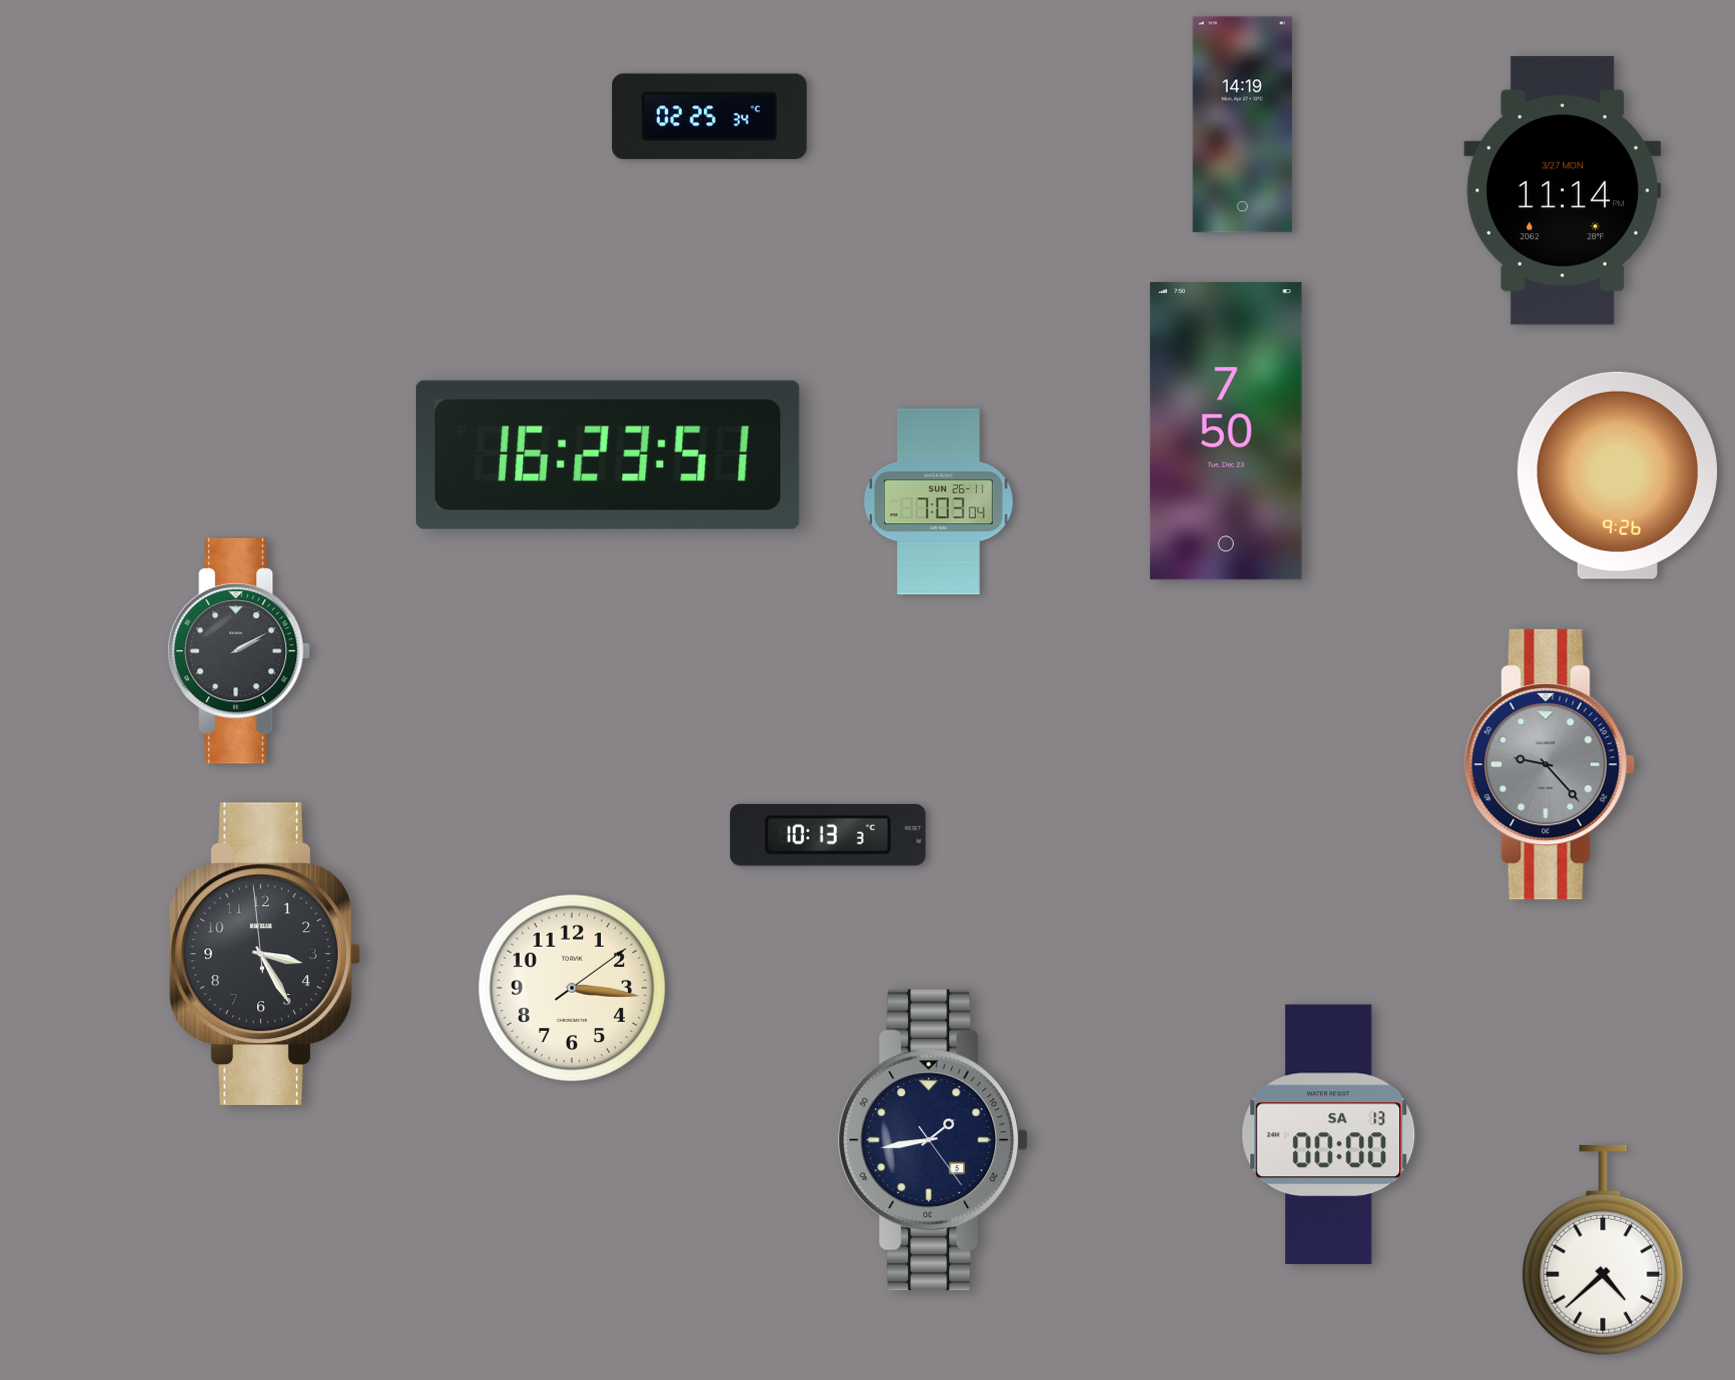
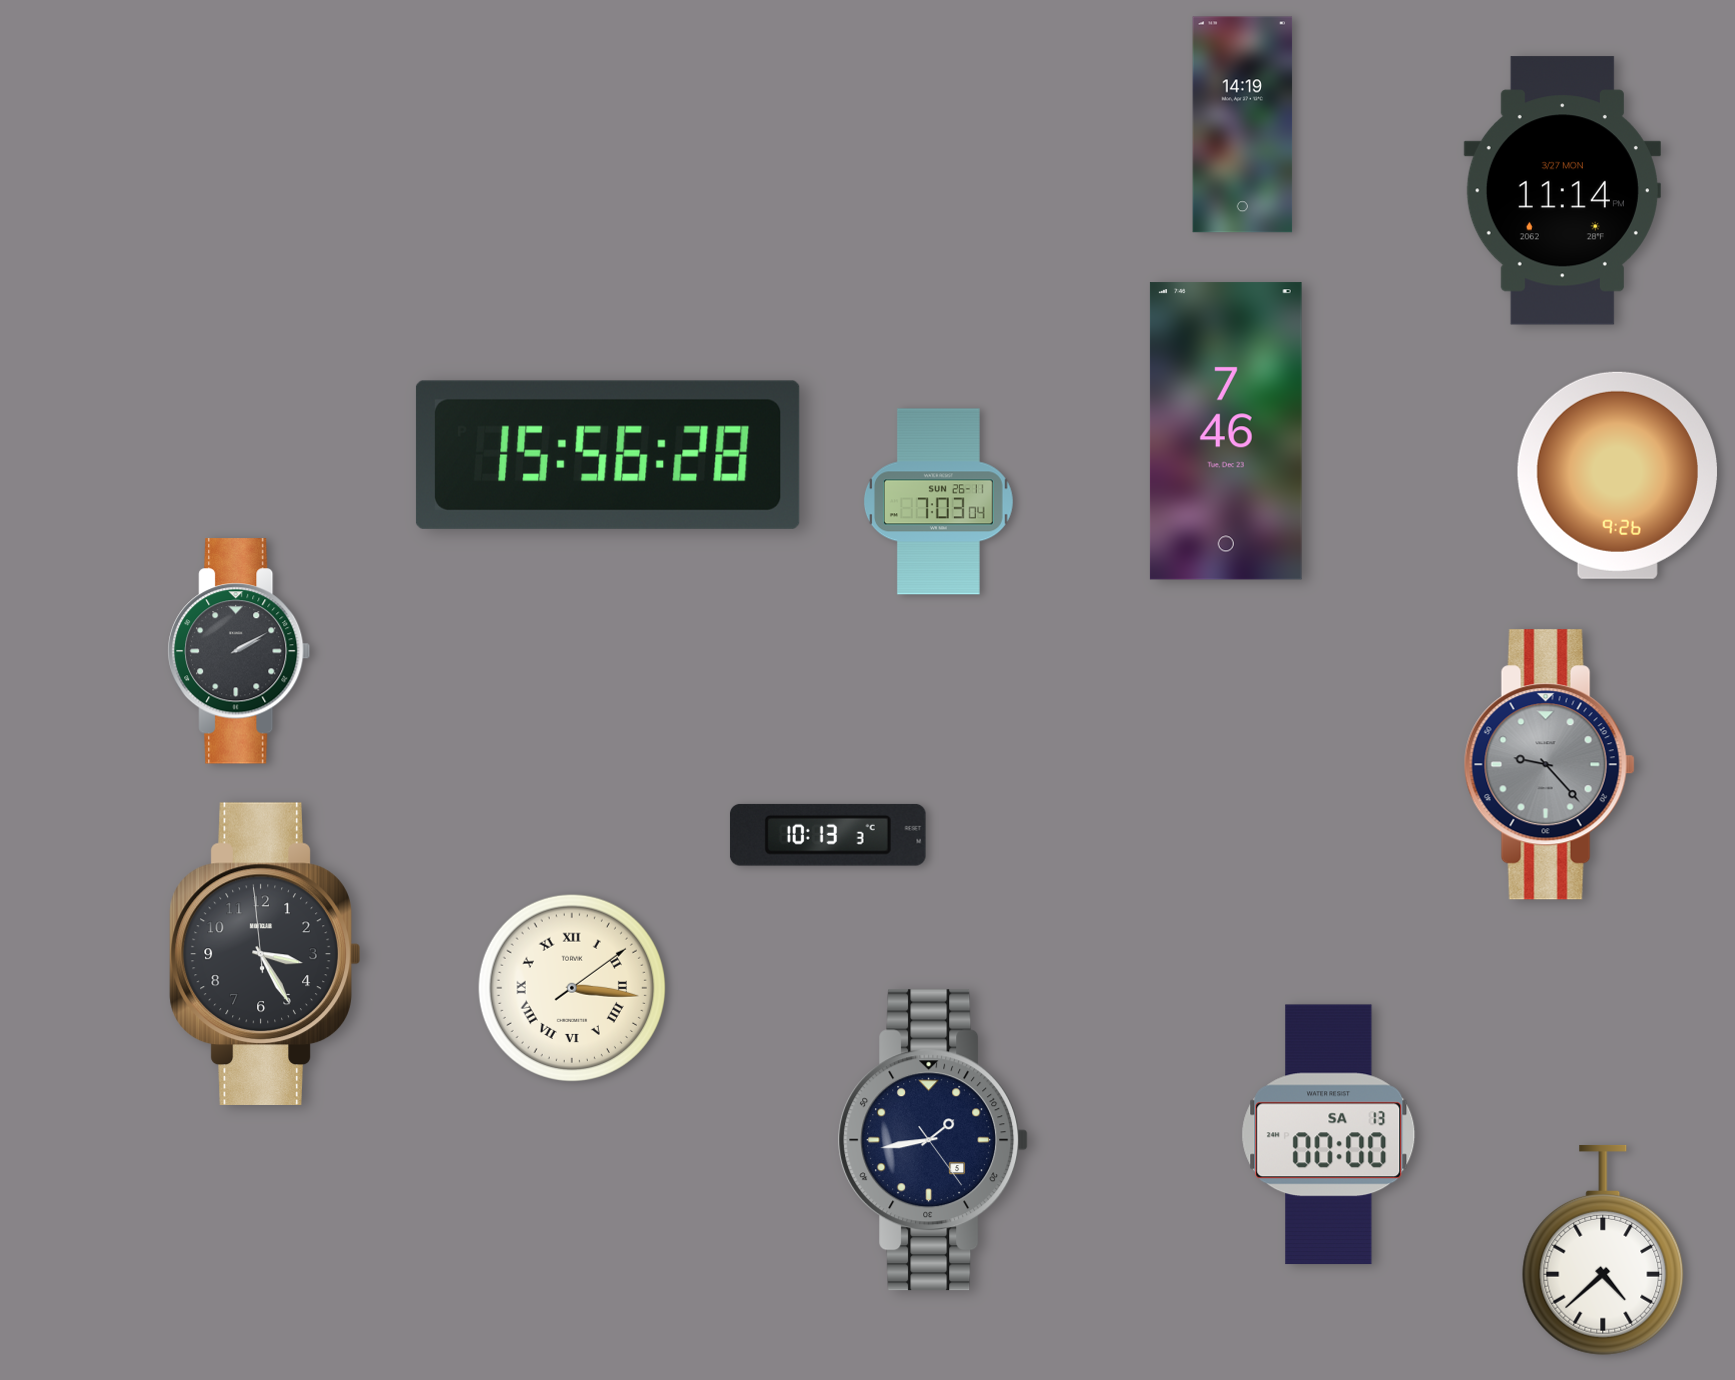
clock at (709, 117): 02:25 -> none
clock at (1226, 431): 7:50 -> 7:46
clock at (608, 455): 16:23 -> 15:56
clock at (572, 988) numerals: Arabic -> Roman
